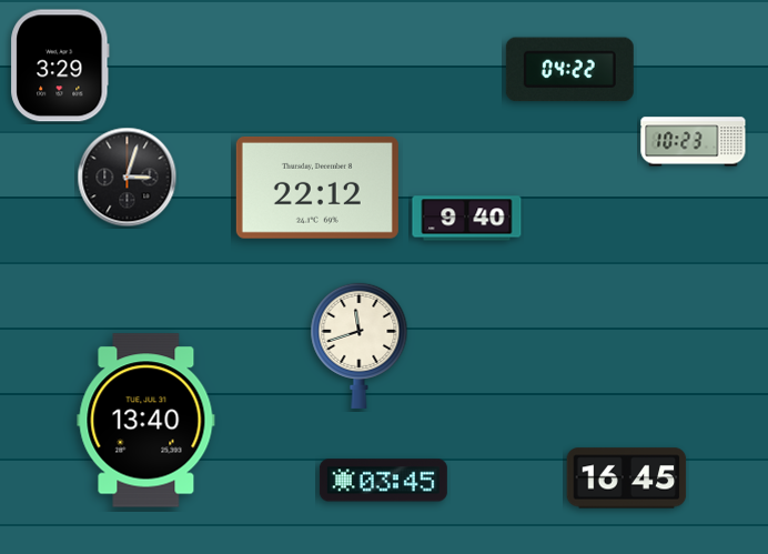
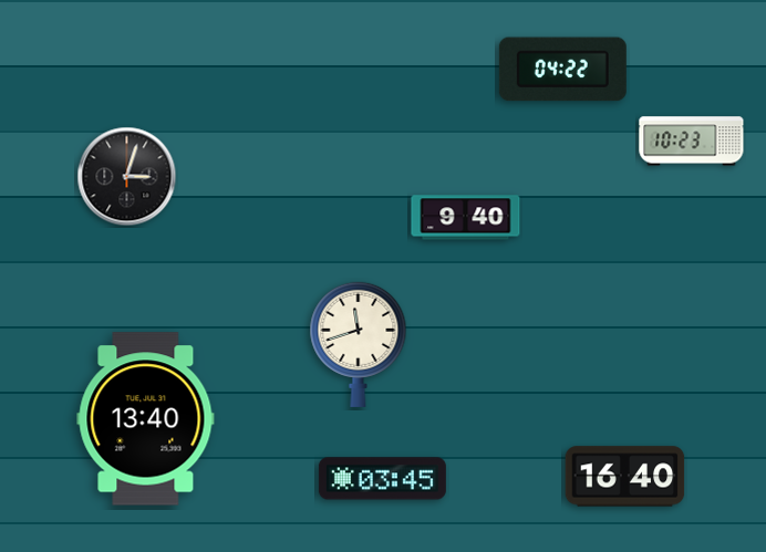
clock at (60, 66): 3:29 -> none
clock at (569, 70) position: (569, 70) -> (562, 70)
clock at (317, 188): 22:12 -> none
clock at (627, 479): 16:45 -> 16:40
